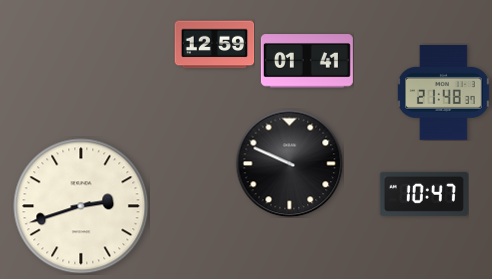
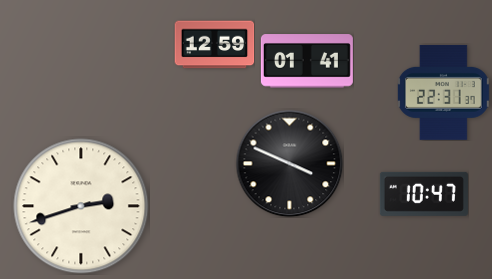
clock at (443, 92): 21:48 -> 22:31
clock at (289, 163): 9:49 -> 3:49
